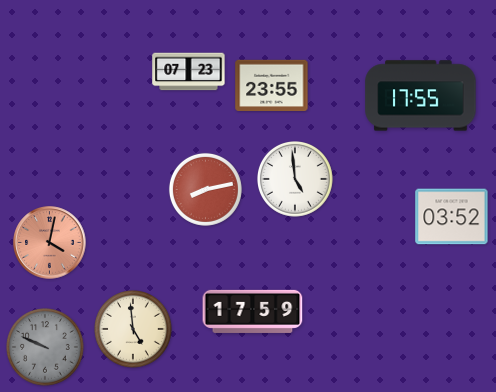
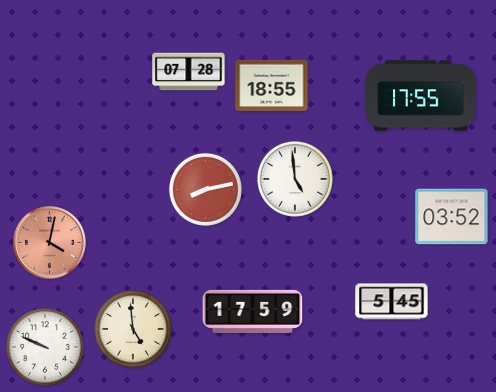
clock at (189, 72): 07:23 -> 07:28
clock at (272, 85): 23:55 -> 18:55
clock at (392, 302): none -> 5:45
clock at (45, 347) dial: grey -> white
